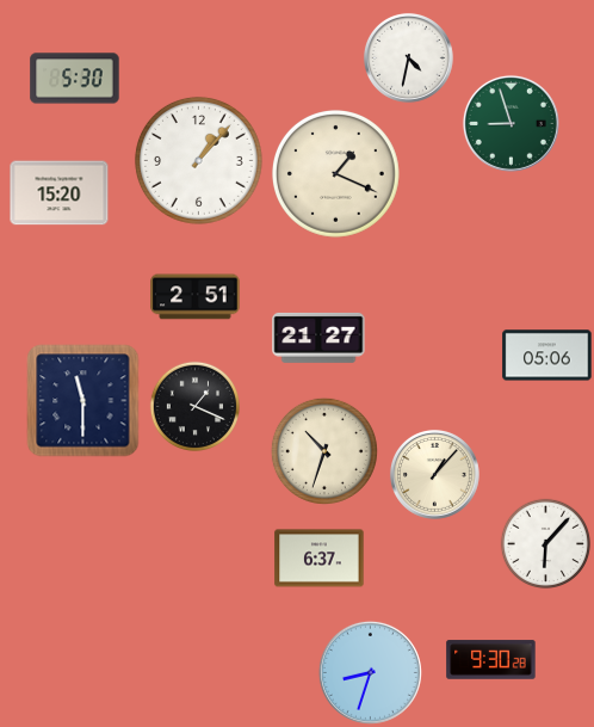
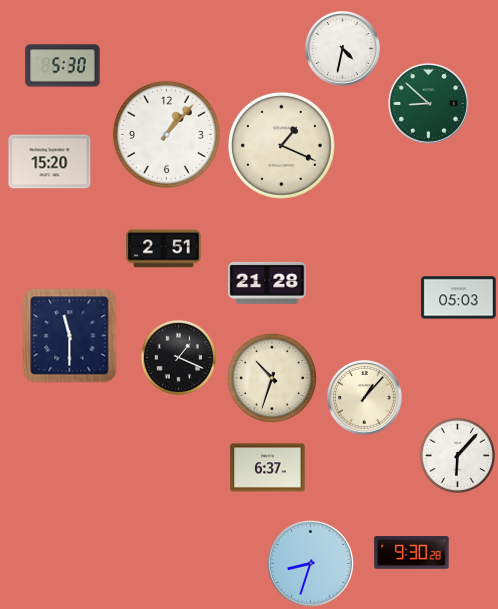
clock at (511, 123): 8:57 -> 8:52
clock at (318, 338): 21:27 -> 21:28
clock at (547, 356): 05:06 -> 05:03
clock at (196, 407) position: (196, 407) -> (179, 358)
